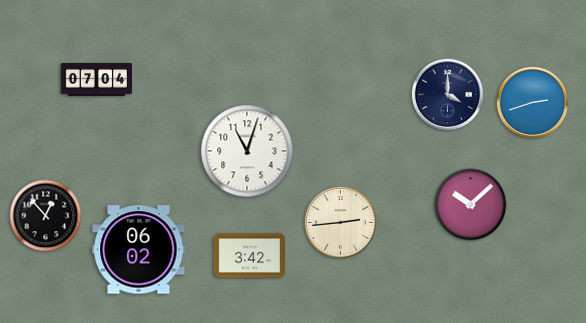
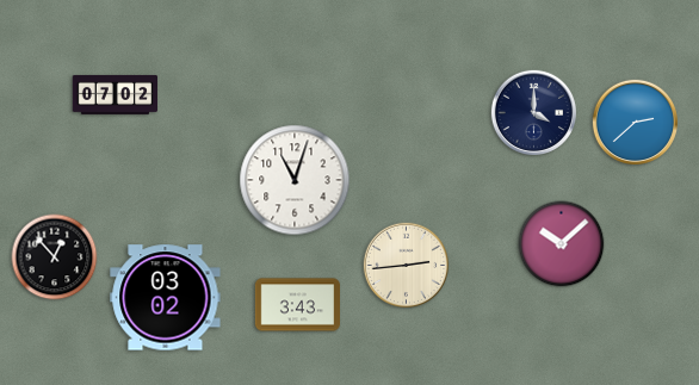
clock at (96, 79): 07:04 -> 07:02
clock at (532, 102): 2:42 -> 2:38
clock at (139, 250): 06:02 -> 03:02
clock at (249, 256): 3:42 -> 3:43
